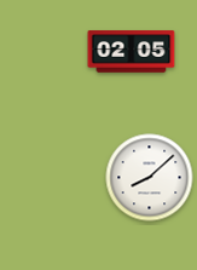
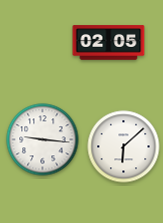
clock at (43, 140): none -> 9:16
clock at (150, 178): 8:08 -> 6:08
